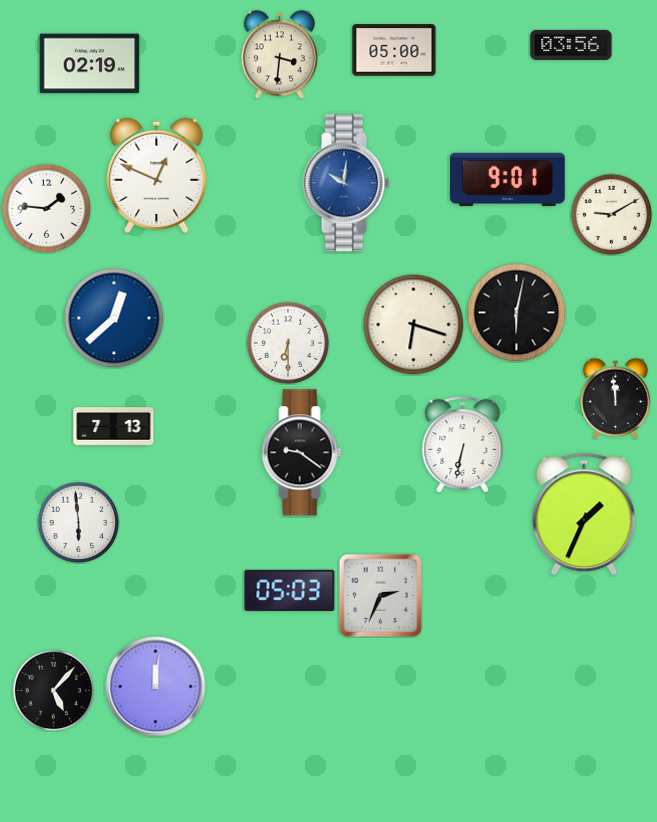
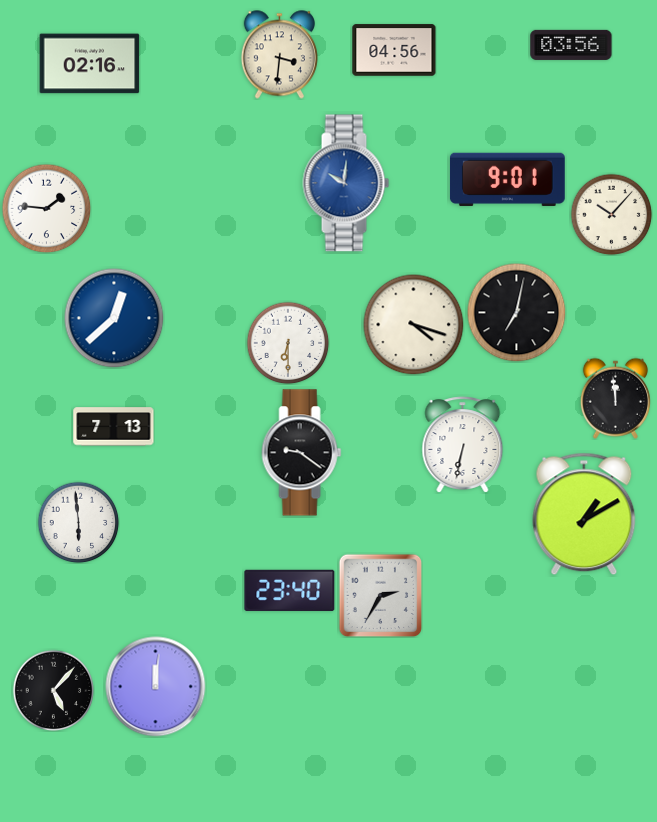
clock at (394, 50): 05:00 -> 04:56
clock at (90, 64): 02:19 -> 02:16
clock at (157, 175): 12:49 -> none
clock at (611, 214): 9:10 -> 10:07
clock at (517, 313): 6:02 -> 7:02
clock at (414, 325): 6:18 -> 4:18
clock at (584, 514): 1:34 -> 1:10
clock at (290, 590): 05:03 -> 23:40
clock at (380, 595): 2:34 -> 2:35
